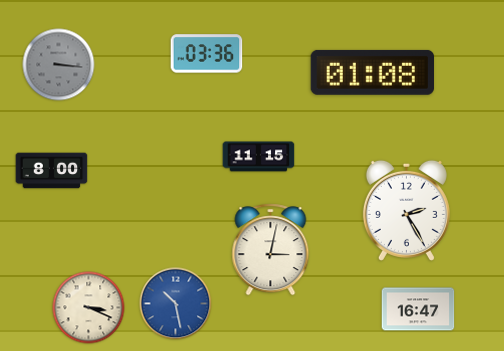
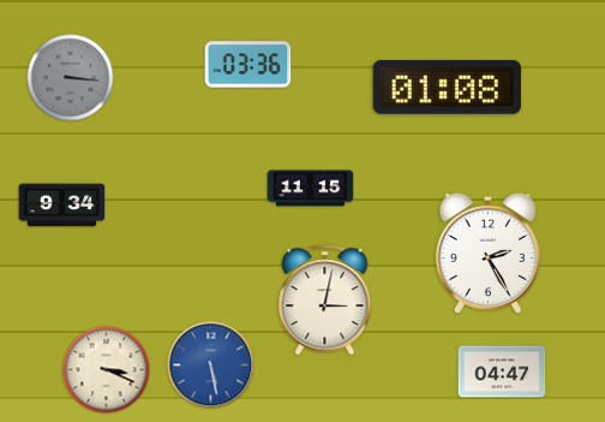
clock at (52, 171): 8:00 -> 9:34
clock at (176, 304): 10:28 -> 5:28
clock at (418, 309): 16:47 -> 04:47
